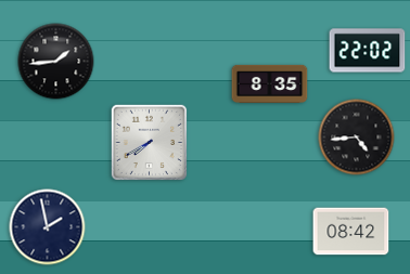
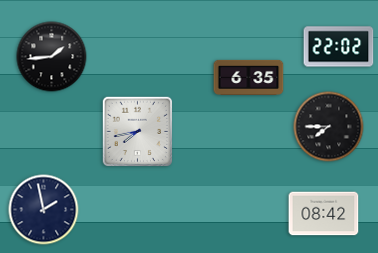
clock at (270, 83): 8:35 -> 6:35
clock at (357, 138): 4:44 -> 7:45
clock at (149, 142): 7:40 -> 7:43
